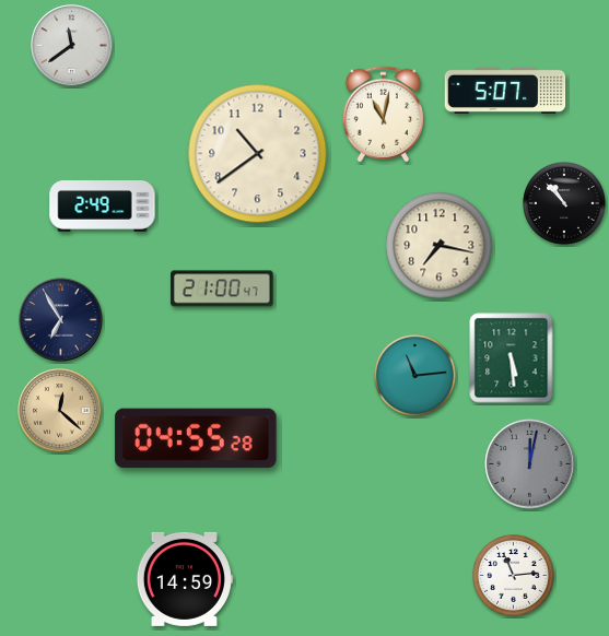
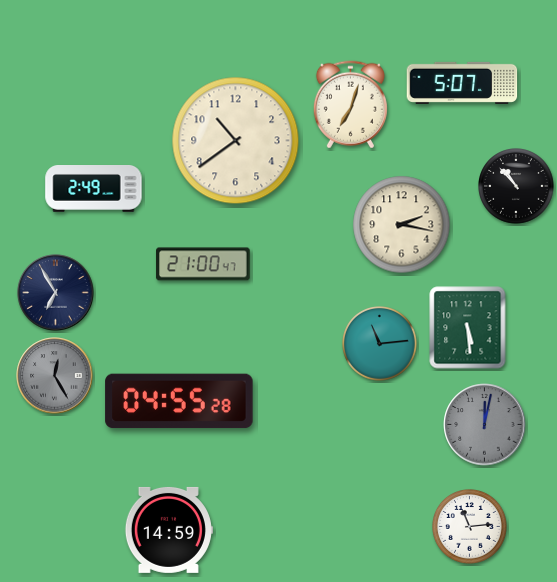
clock at (72, 46): 11:39 -> none
clock at (383, 115): 11:02 -> 7:03
clock at (440, 246): 7:17 -> 2:17
clock at (60, 411): 12:22 -> 12:25
clock at (60, 411) dial: champagne -> grey
